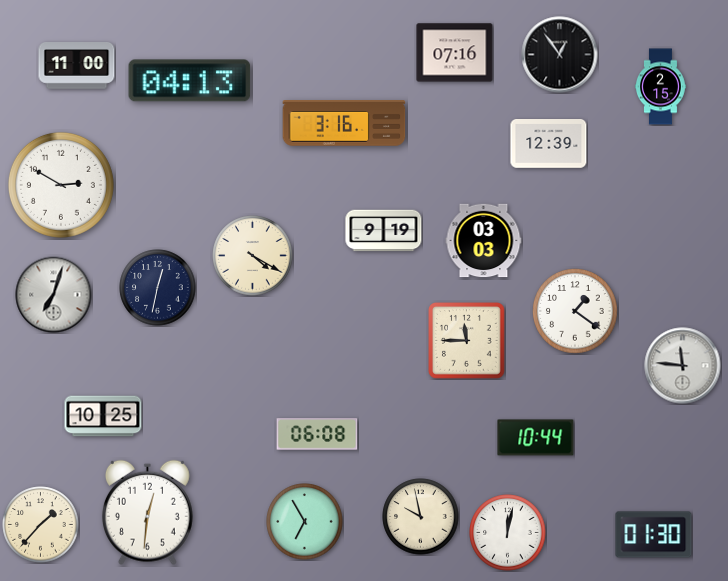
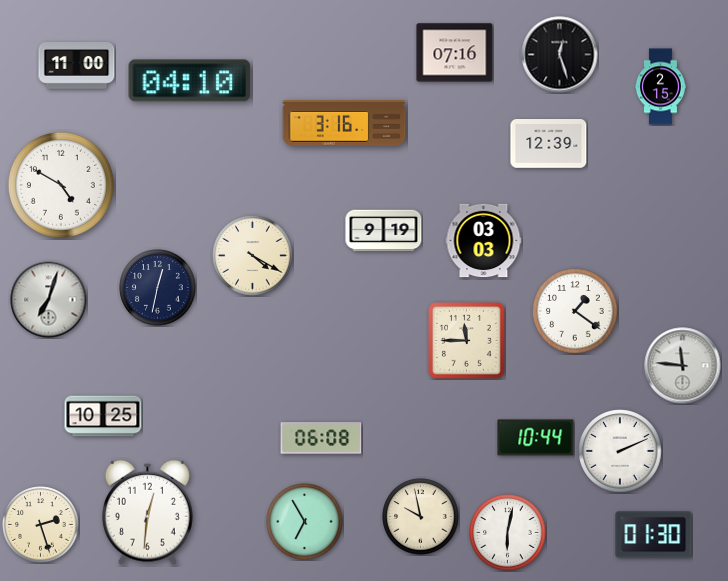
clock at (560, 55): 12:54 -> 12:27
clock at (190, 81): 04:13 -> 04:10
clock at (61, 185): 2:50 -> 4:50
clock at (54, 295) position: (54, 295) -> (49, 300)
clock at (317, 434) position: (317, 434) -> (321, 438)
clock at (620, 451): none -> 2:11
clock at (41, 525): 1:37 -> 2:27
clock at (508, 533): 12:02 -> 6:02
